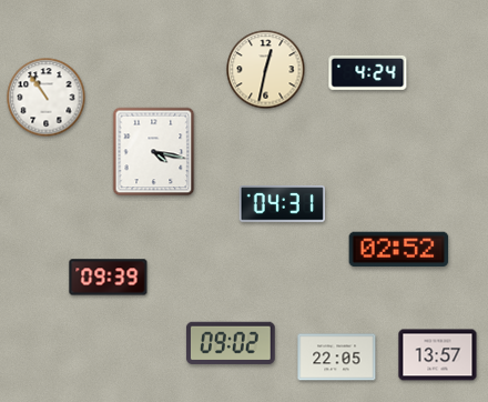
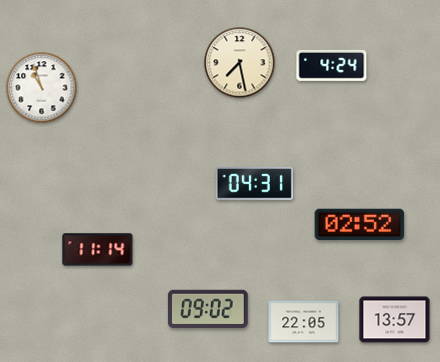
clock at (266, 70): 12:32 -> 7:28
clock at (47, 98): 10:54 -> 10:57
clock at (154, 152): 4:17 -> none
clock at (109, 278): 09:39 -> 11:14
